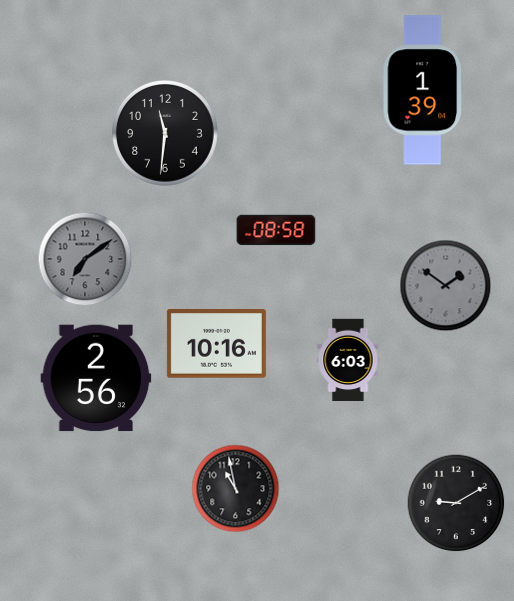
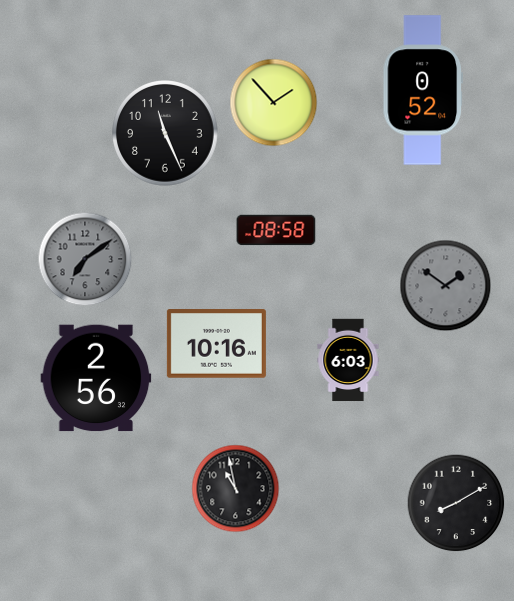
clock at (422, 90): 1:39 -> 0:52
clock at (274, 103): none -> 1:53
clock at (166, 134): 11:31 -> 11:26
clock at (456, 503): 9:10 -> 8:10
